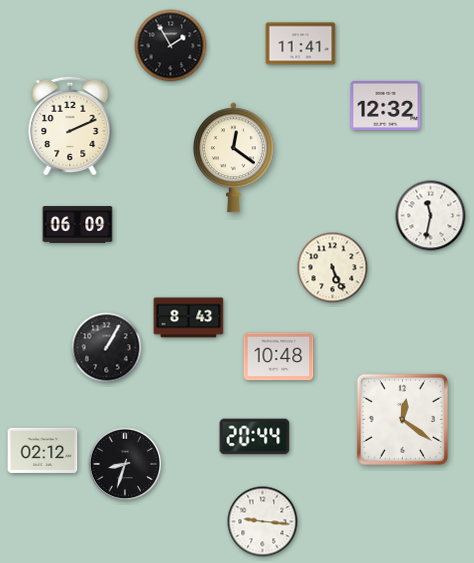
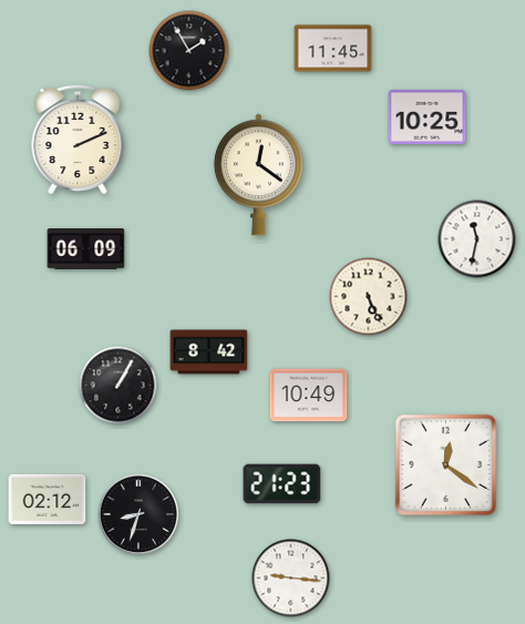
clock at (301, 44): 11:41 -> 11:45
clock at (386, 105): 12:32 -> 10:25
clock at (189, 318): 8:43 -> 8:42
clock at (279, 357): 10:48 -> 10:49
clock at (255, 437): 20:44 -> 21:23
